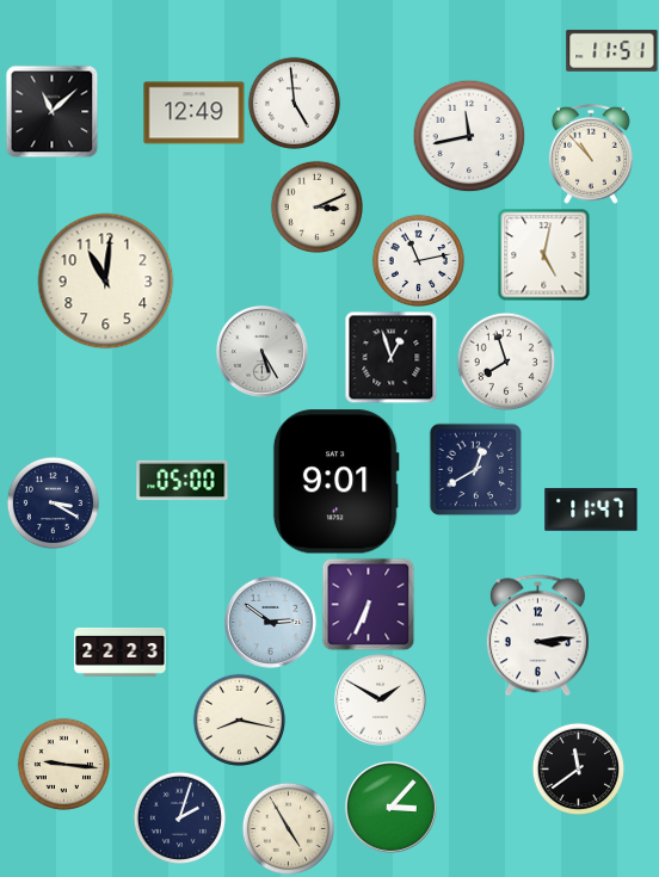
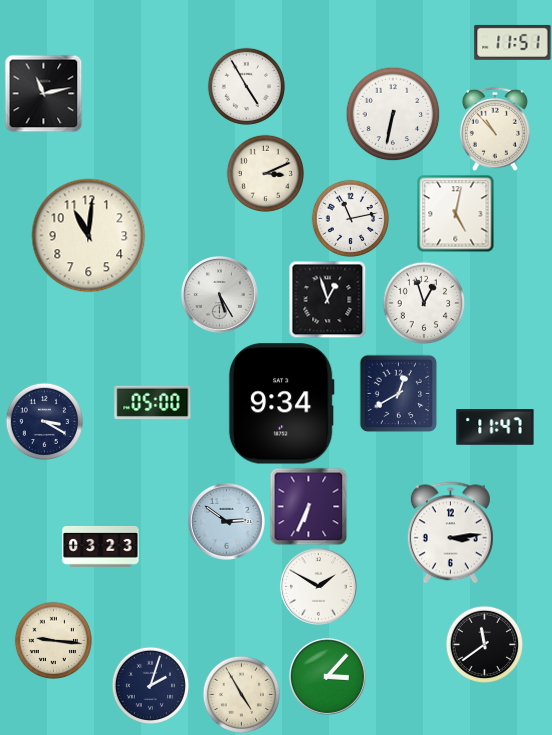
clock at (294, 103): 4:59 -> 4:55
clock at (51, 111): 11:08 -> 11:13
clock at (195, 113): 12:49 -> none
clock at (469, 136): 11:43 -> 6:32
clock at (506, 362): 7:57 -> 12:57
clock at (335, 482): 9:01 -> 9:34
clock at (121, 653): 22:23 -> 03:23
clock at (239, 719): 8:17 -> none
